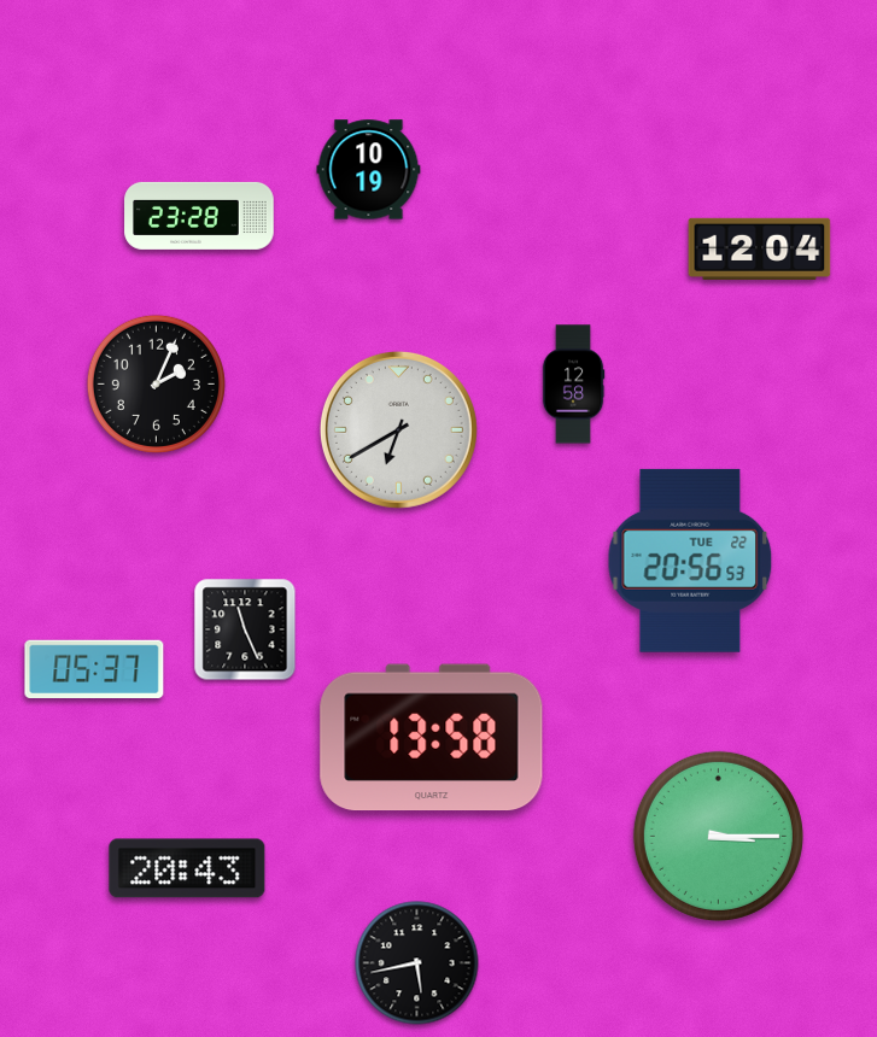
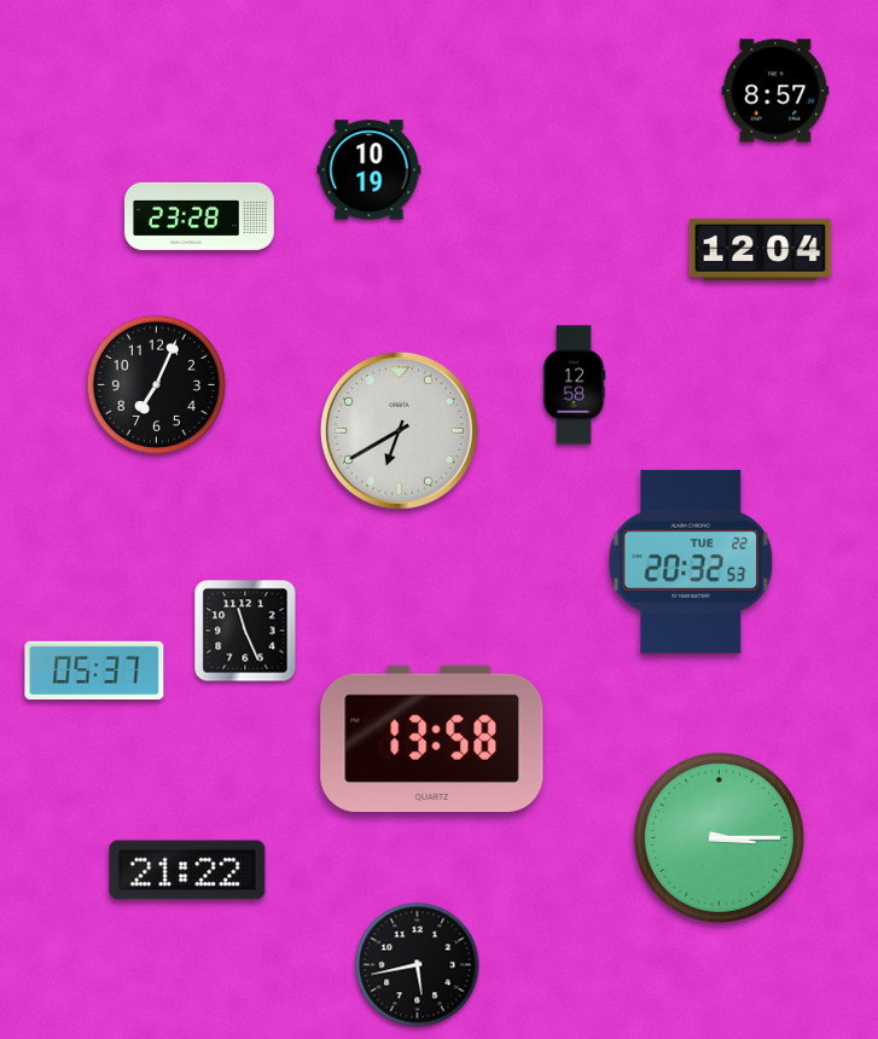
clock at (775, 91): none -> 8:57
clock at (156, 383): 2:04 -> 7:04
clock at (690, 561): 20:56 -> 20:32
clock at (187, 868): 20:43 -> 21:22
